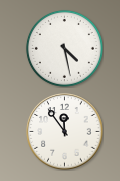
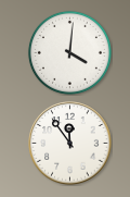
clock at (64, 48): 4:28 -> 4:01
